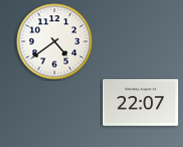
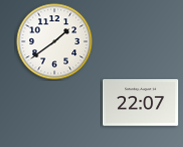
clock at (55, 42): 4:39 -> 1:39
